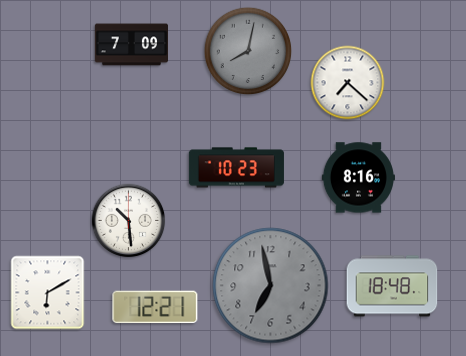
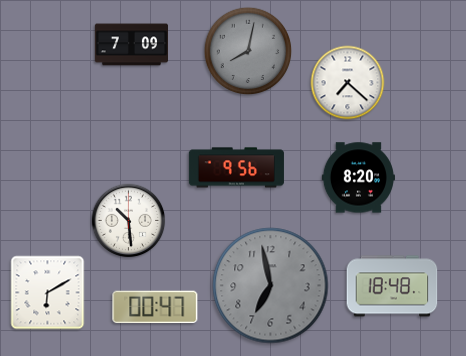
clock at (236, 168): 10:23 -> 9:56
clock at (358, 178): 8:16 -> 8:20
clock at (155, 307): 12:21 -> 00:47
